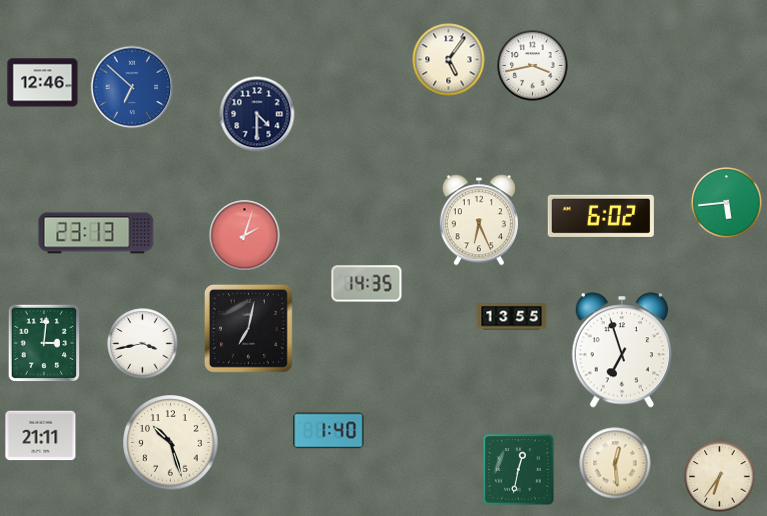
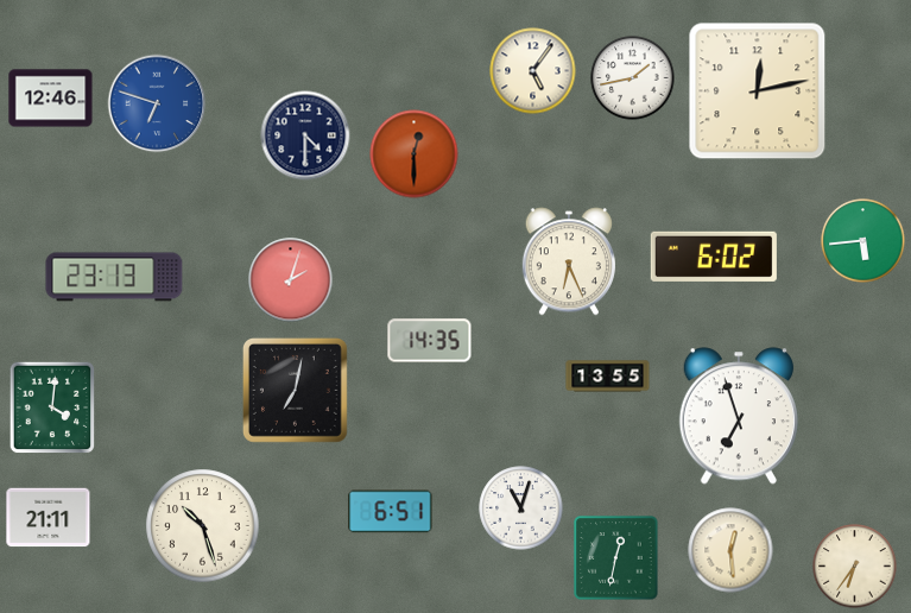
clock at (533, 66): 3:43 -> 1:43
clock at (758, 91): none -> 12:13
clock at (132, 87): 6:52 -> 6:48
clock at (415, 154): none -> 12:30
clock at (367, 284) position: (367, 284) -> (430, 341)
clock at (44, 343): 3:01 -> 4:01
clock at (143, 344): 3:43 -> none
clock at (521, 508): none -> 11:03
clock at (329, 431): 1:40 -> 6:51
